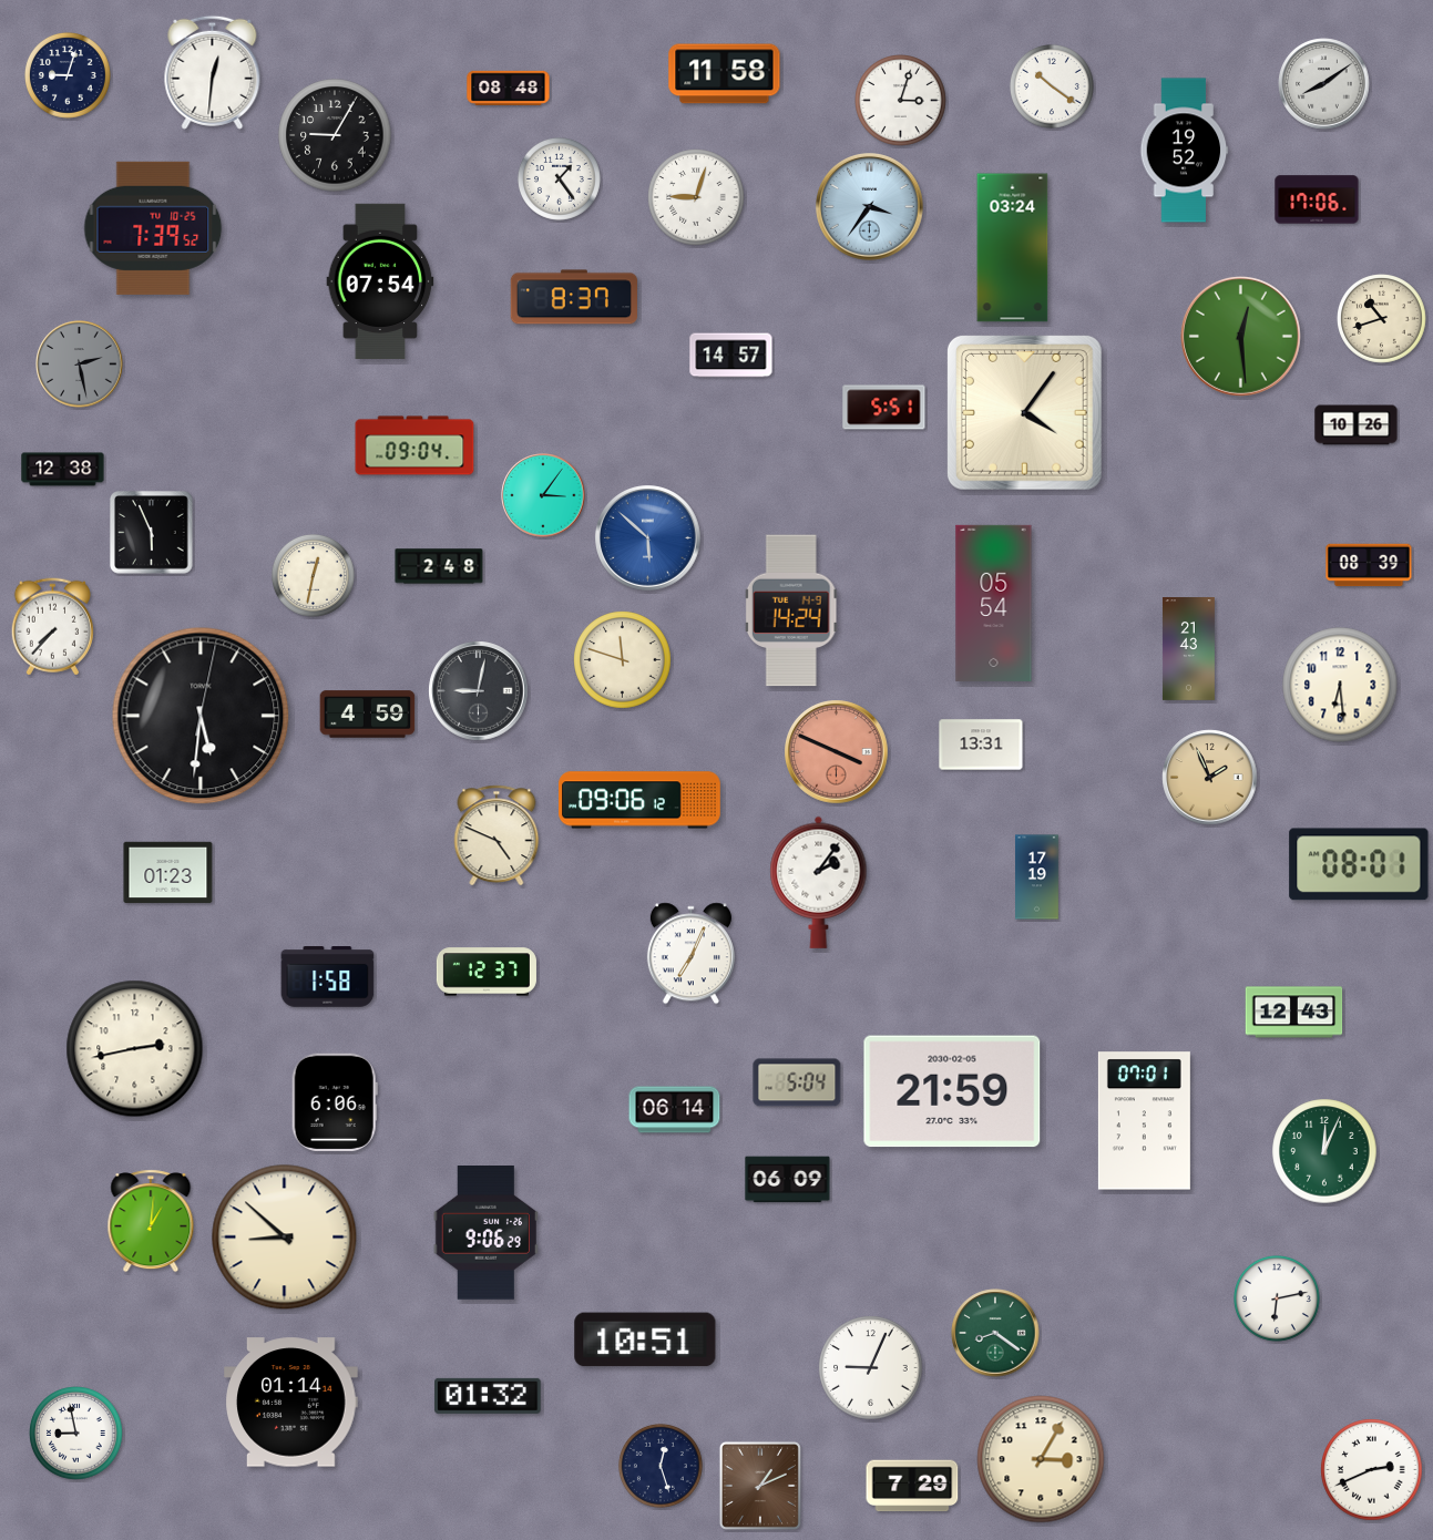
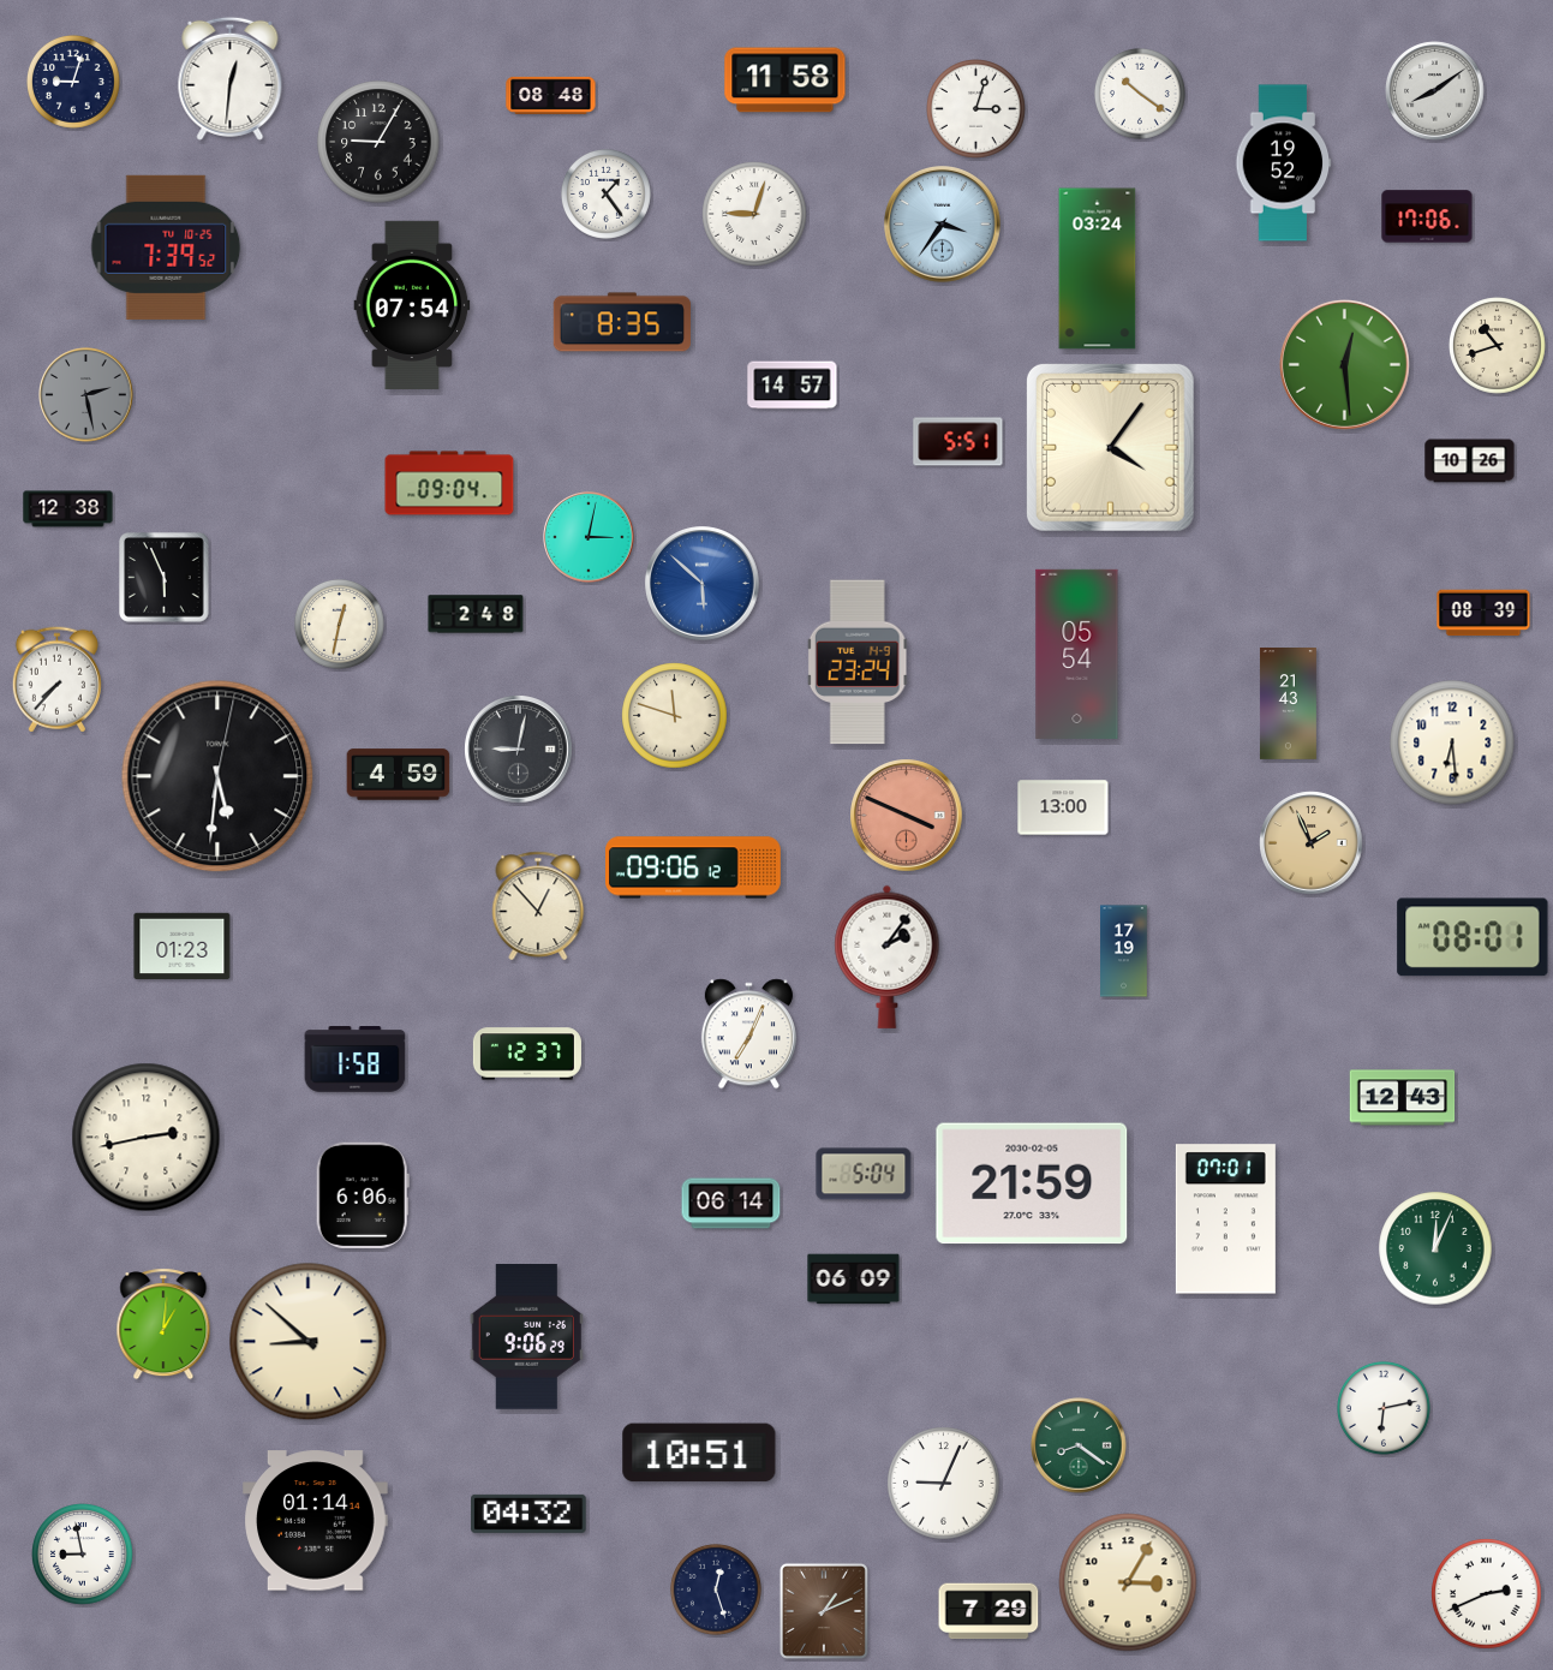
clock at (335, 135) position: (335, 135) -> (378, 142)
clock at (574, 297): 8:37 -> 8:35
clock at (543, 495): 3:06 -> 3:02
clock at (791, 610): 14:24 -> 23:24
clock at (981, 745): 13:31 -> 13:00
clock at (497, 835): 4:49 -> 12:53
clock at (1144, 1121) position: (1144, 1121) -> (1225, 1219)
clock at (488, 1396): 01:32 -> 04:32
